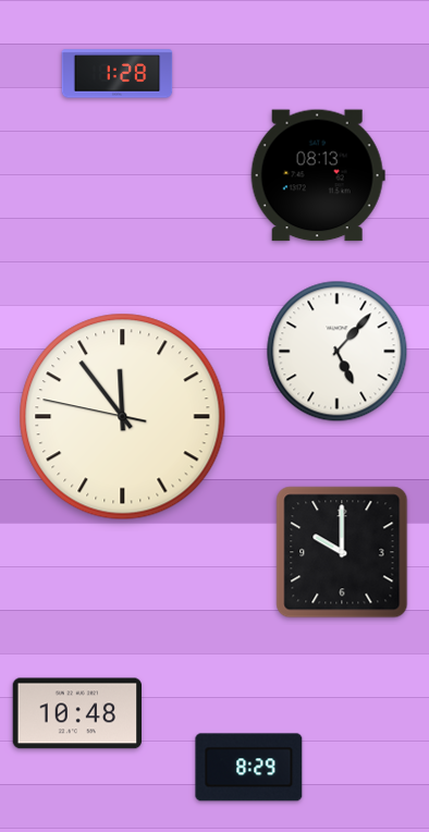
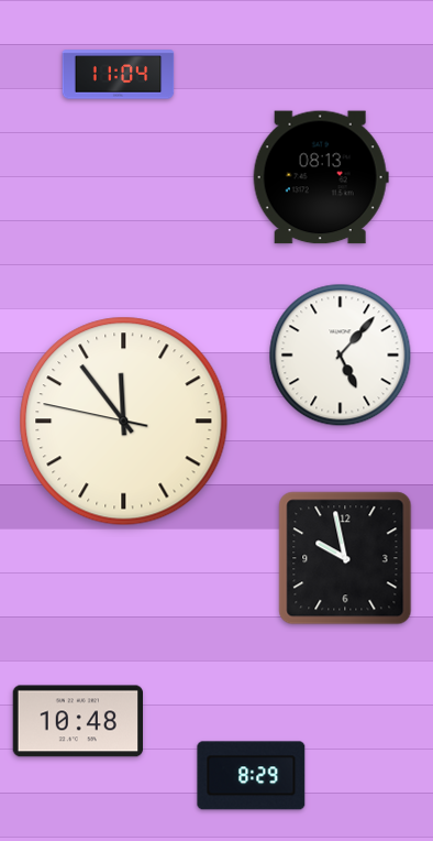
clock at (118, 74): 1:28 -> 11:04
clock at (342, 552): 10:00 -> 9:58
